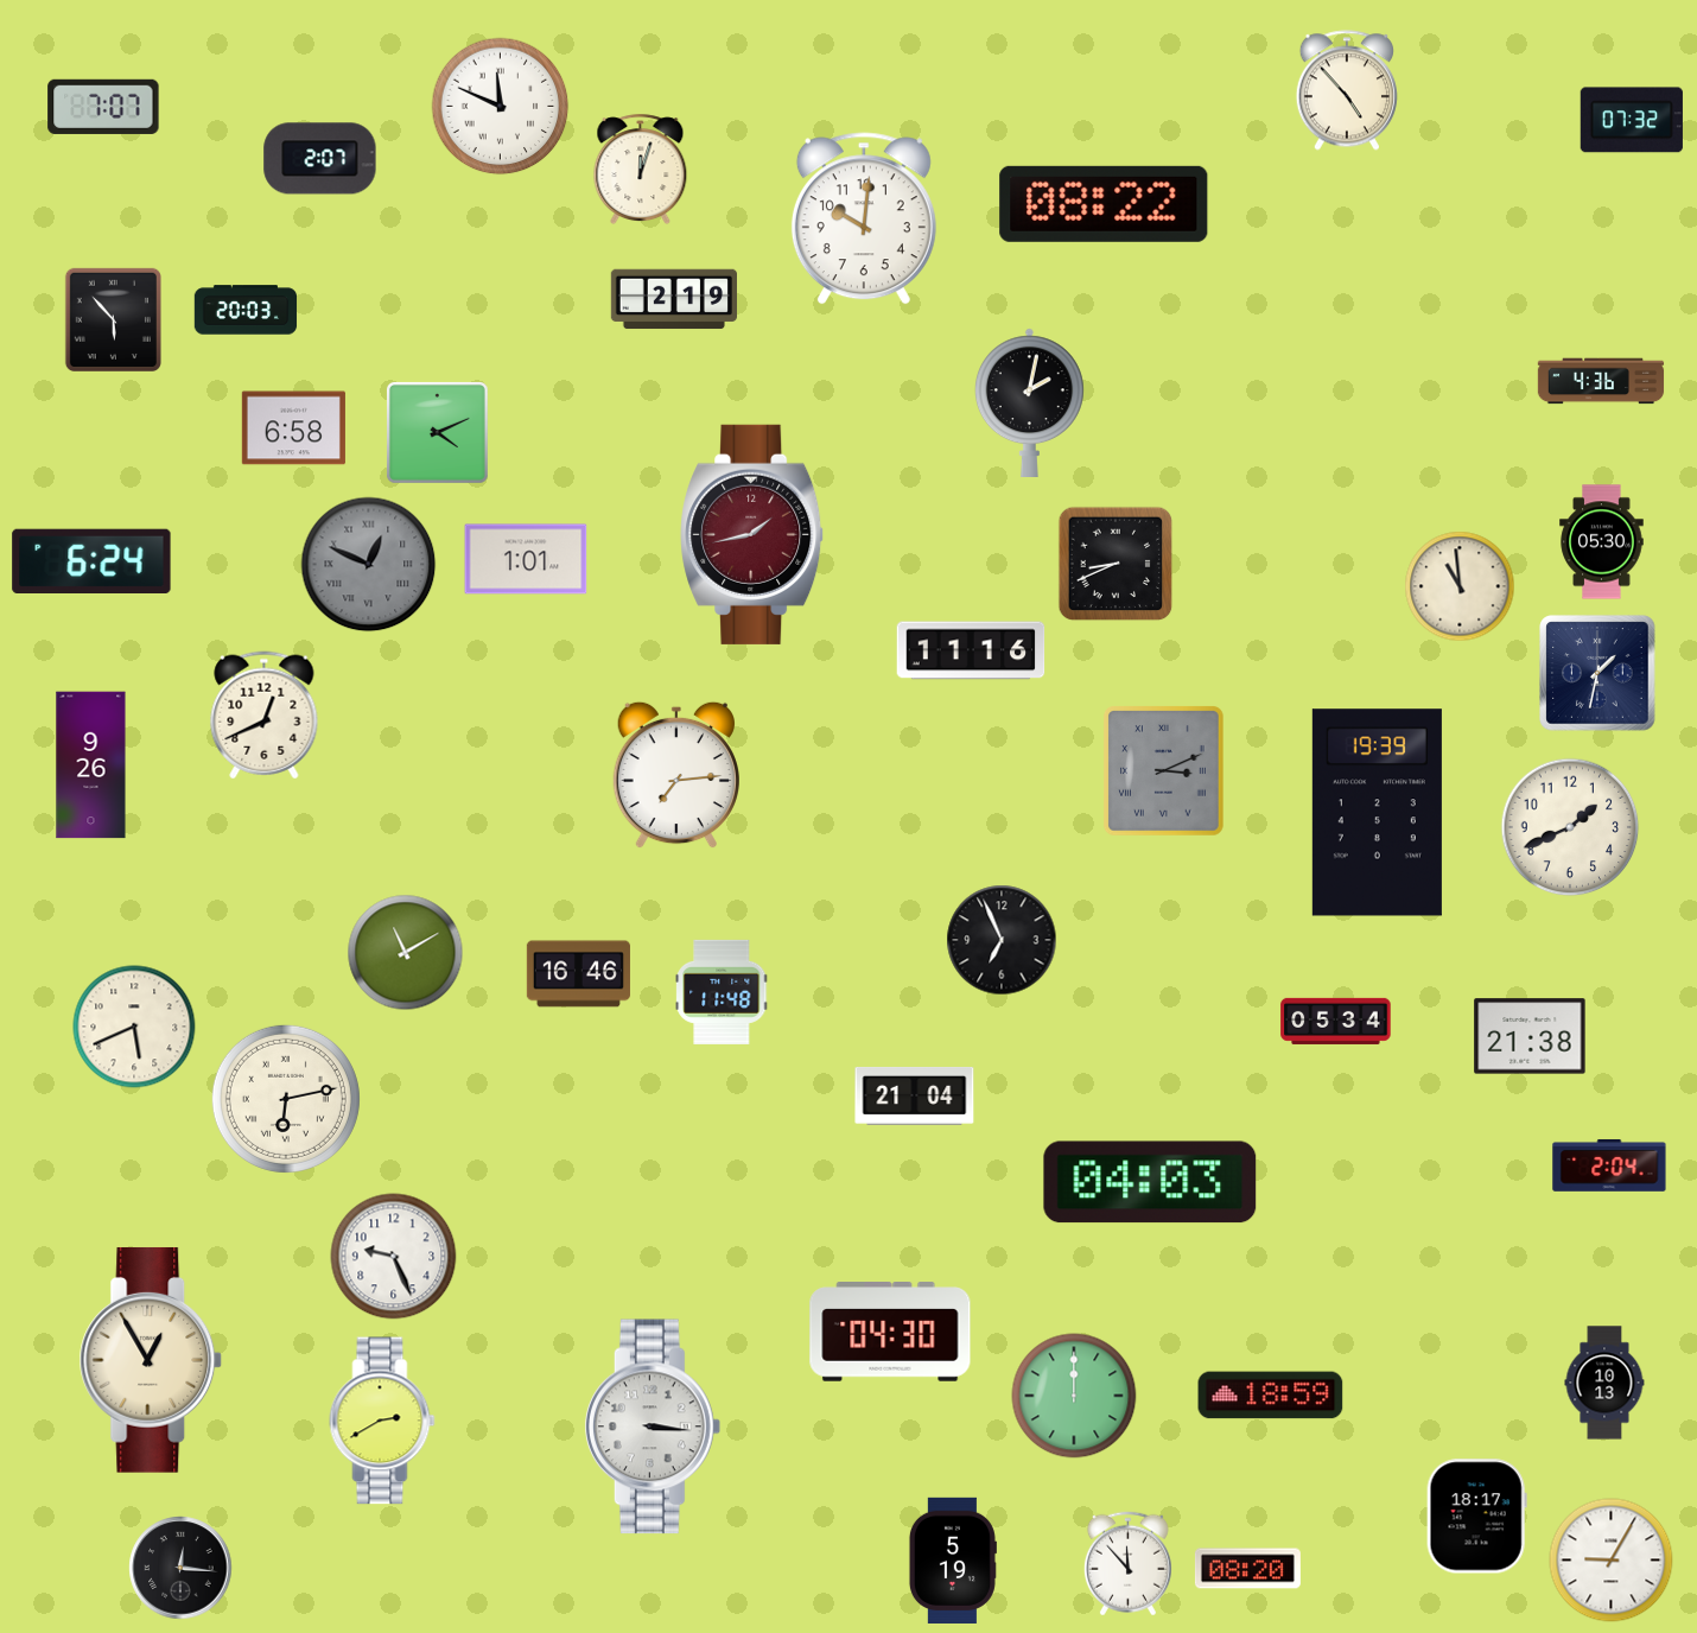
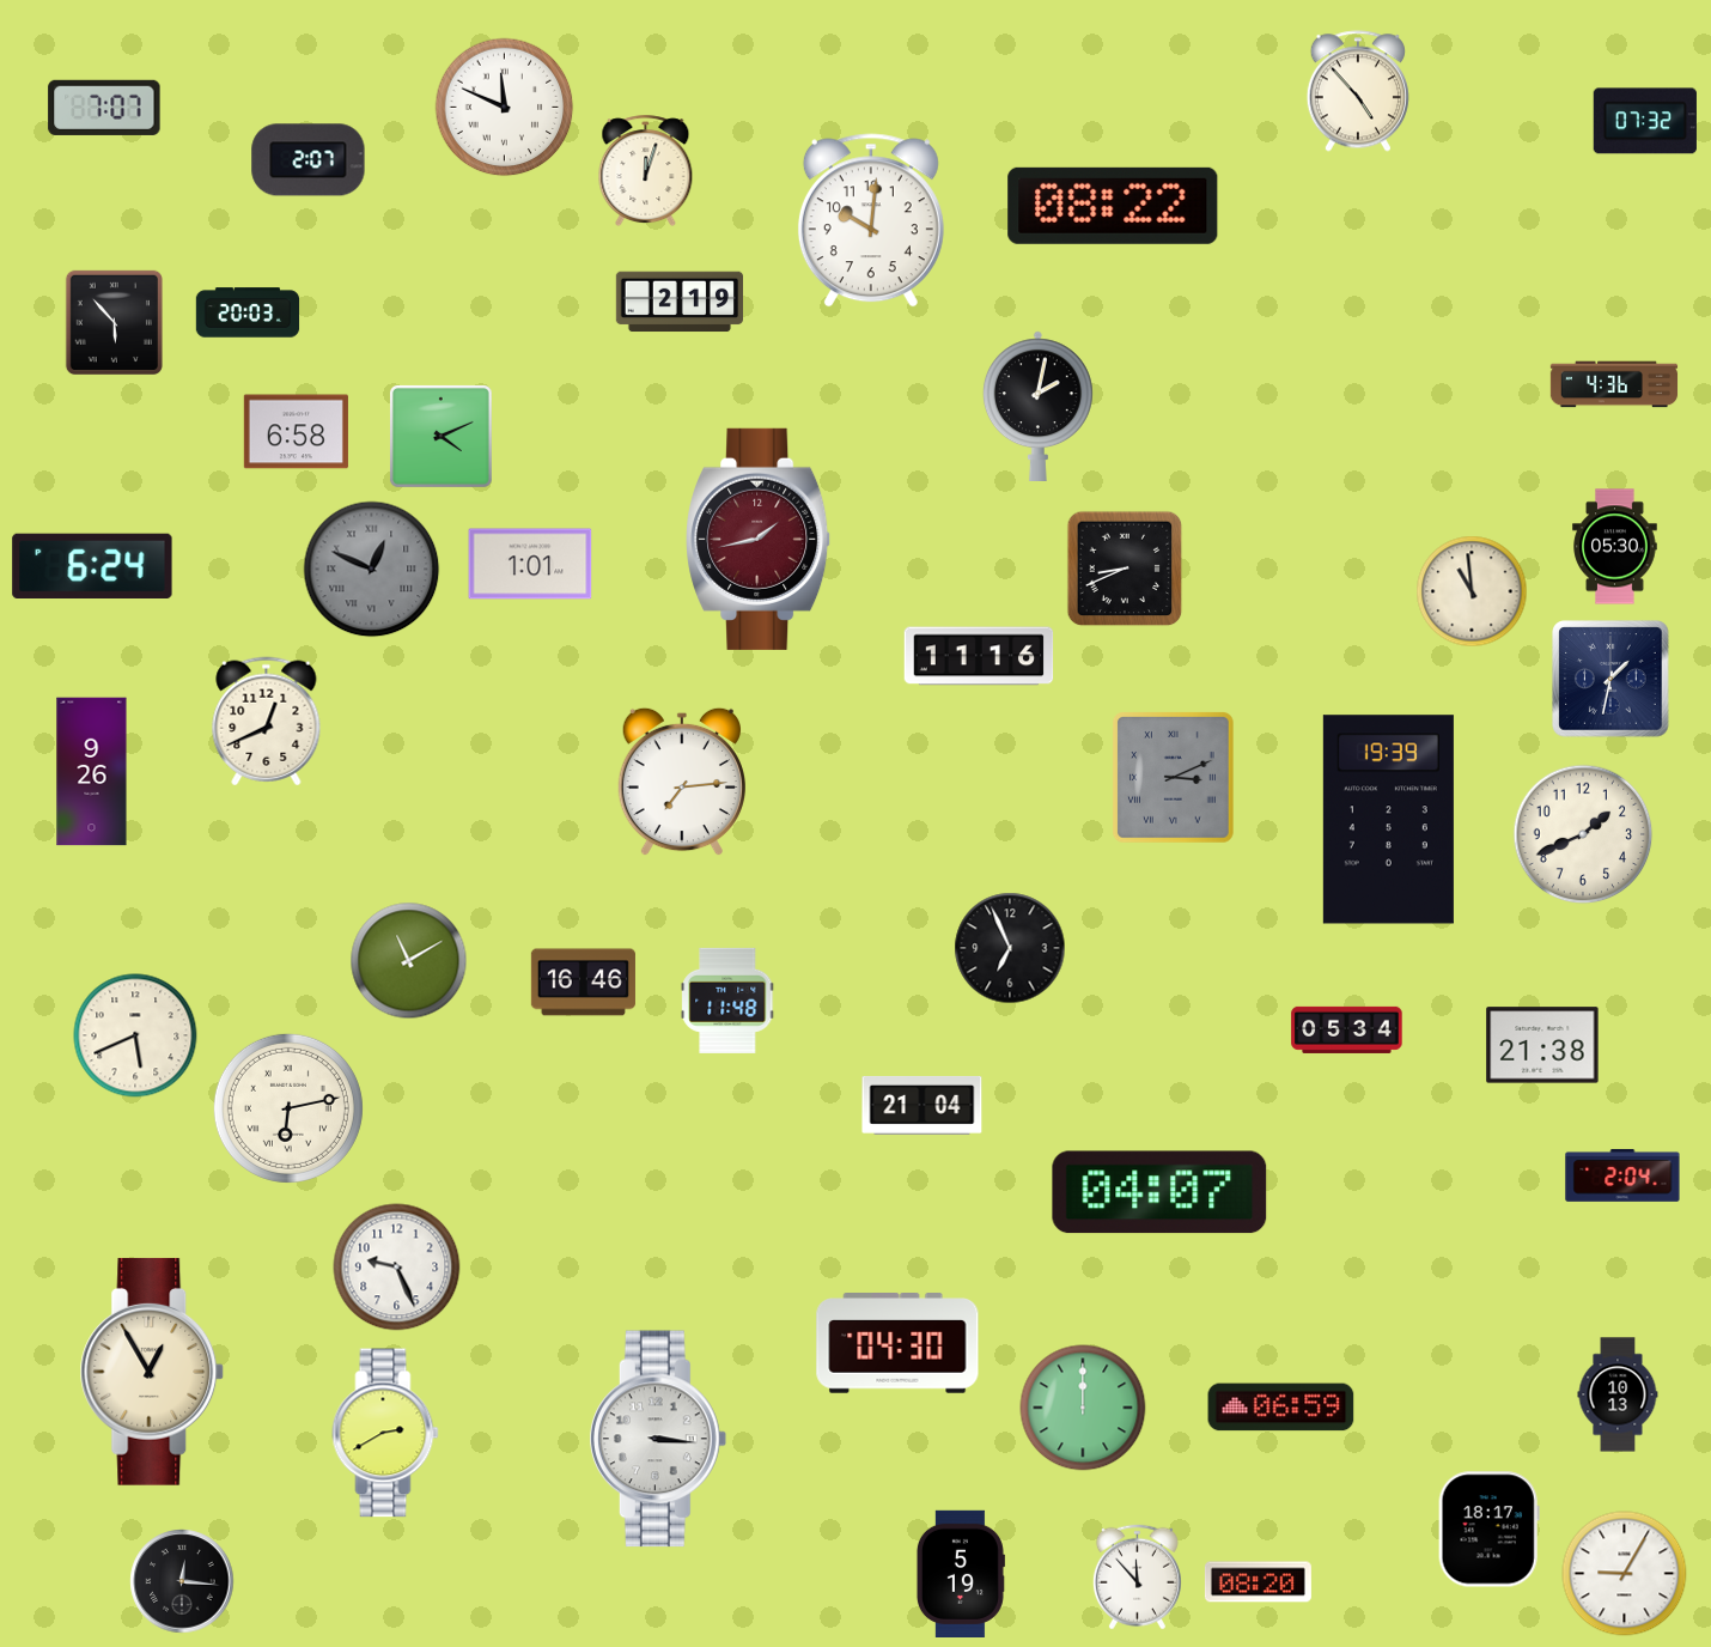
clock at (320, 159) position: (320, 159) -> (309, 160)
clock at (1150, 1182): 04:03 -> 04:07
clock at (1271, 1396): 18:59 -> 06:59
